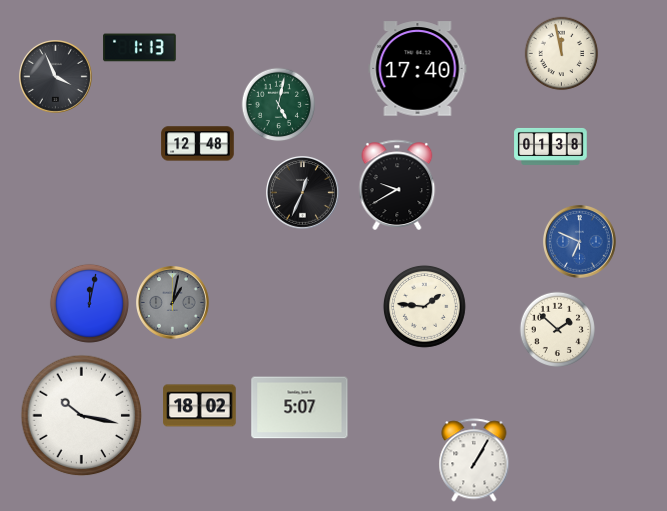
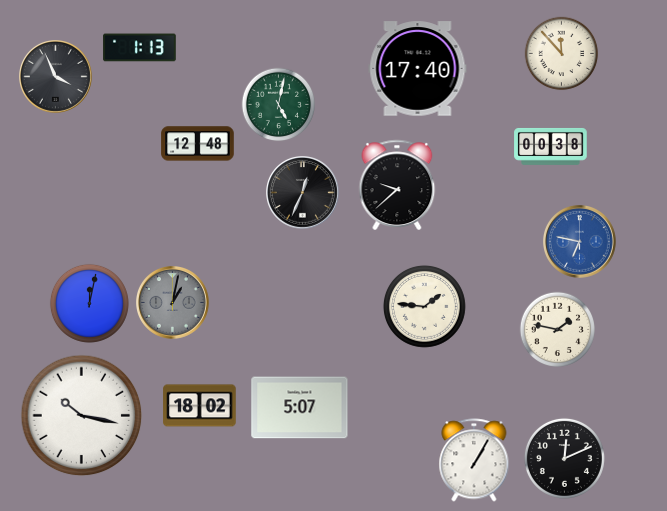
clock at (562, 54): 11:58 -> 11:53
clock at (551, 146): 01:38 -> 00:38
clock at (397, 185): 9:40 -> 9:38
clock at (580, 242): 6:49 -> 6:47
clock at (557, 329): 1:52 -> 1:47
clock at (564, 458): none -> 12:11
